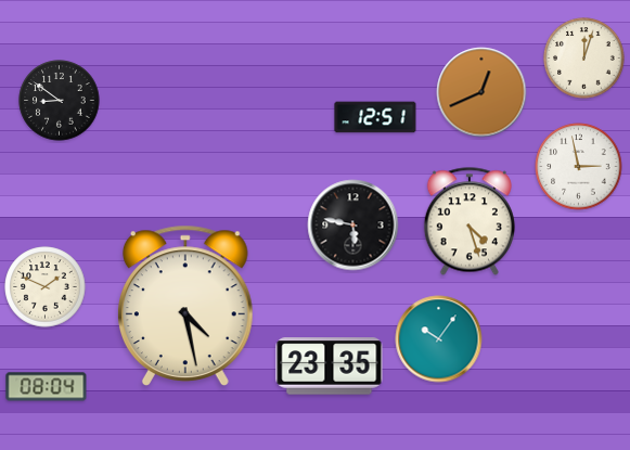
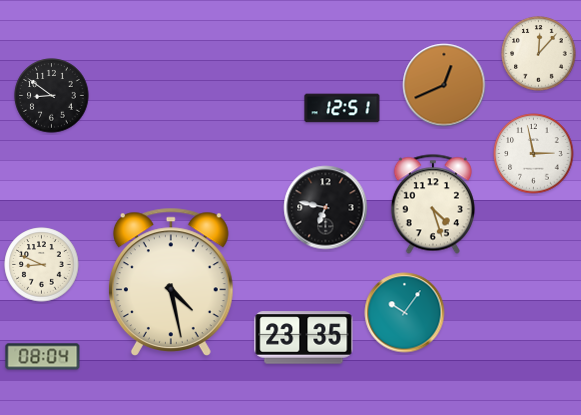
clock at (584, 59): 12:03 -> 12:07
clock at (60, 101) position: (60, 101) -> (52, 96)
clock at (375, 117) position: (375, 117) -> (342, 108)
clock at (353, 226): 5:47 -> 6:47
clock at (46, 287): 1:49 -> 8:49
